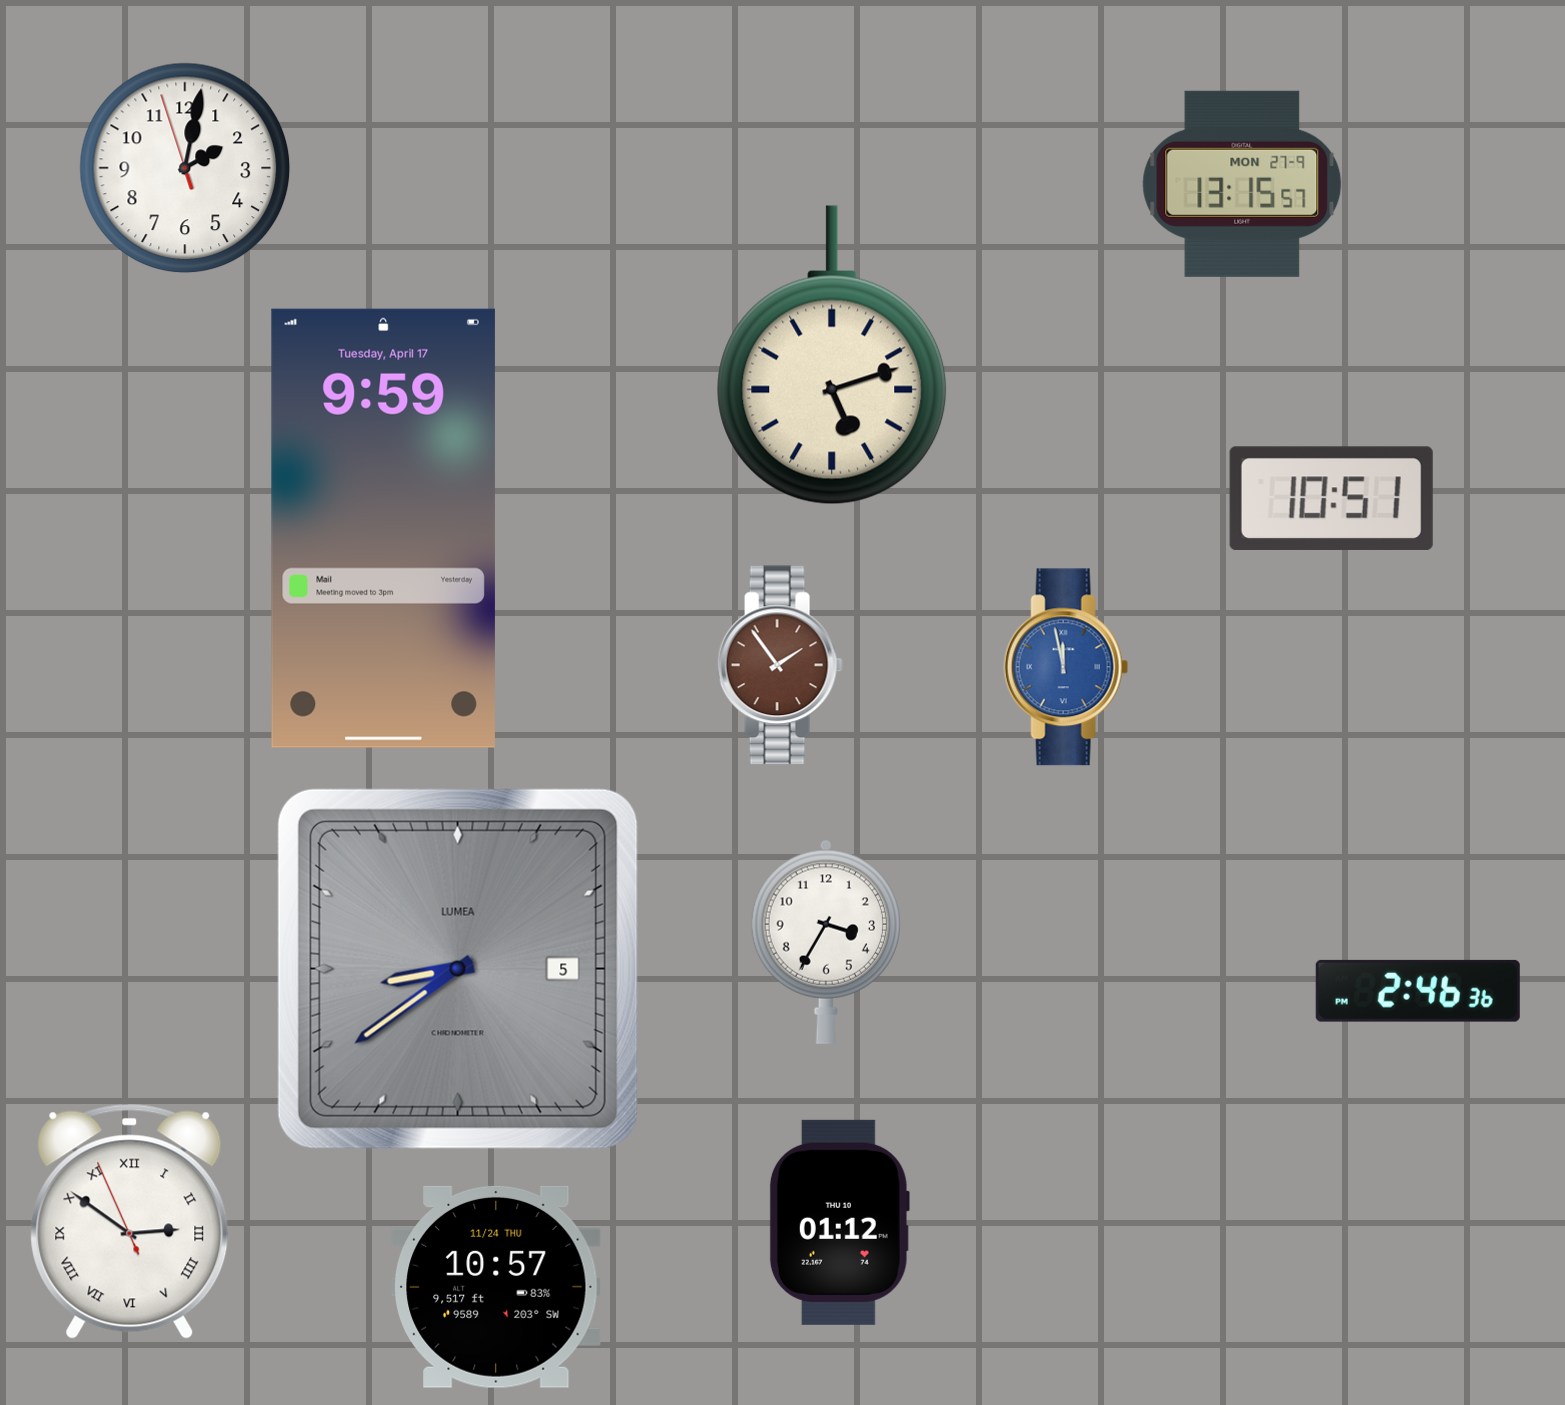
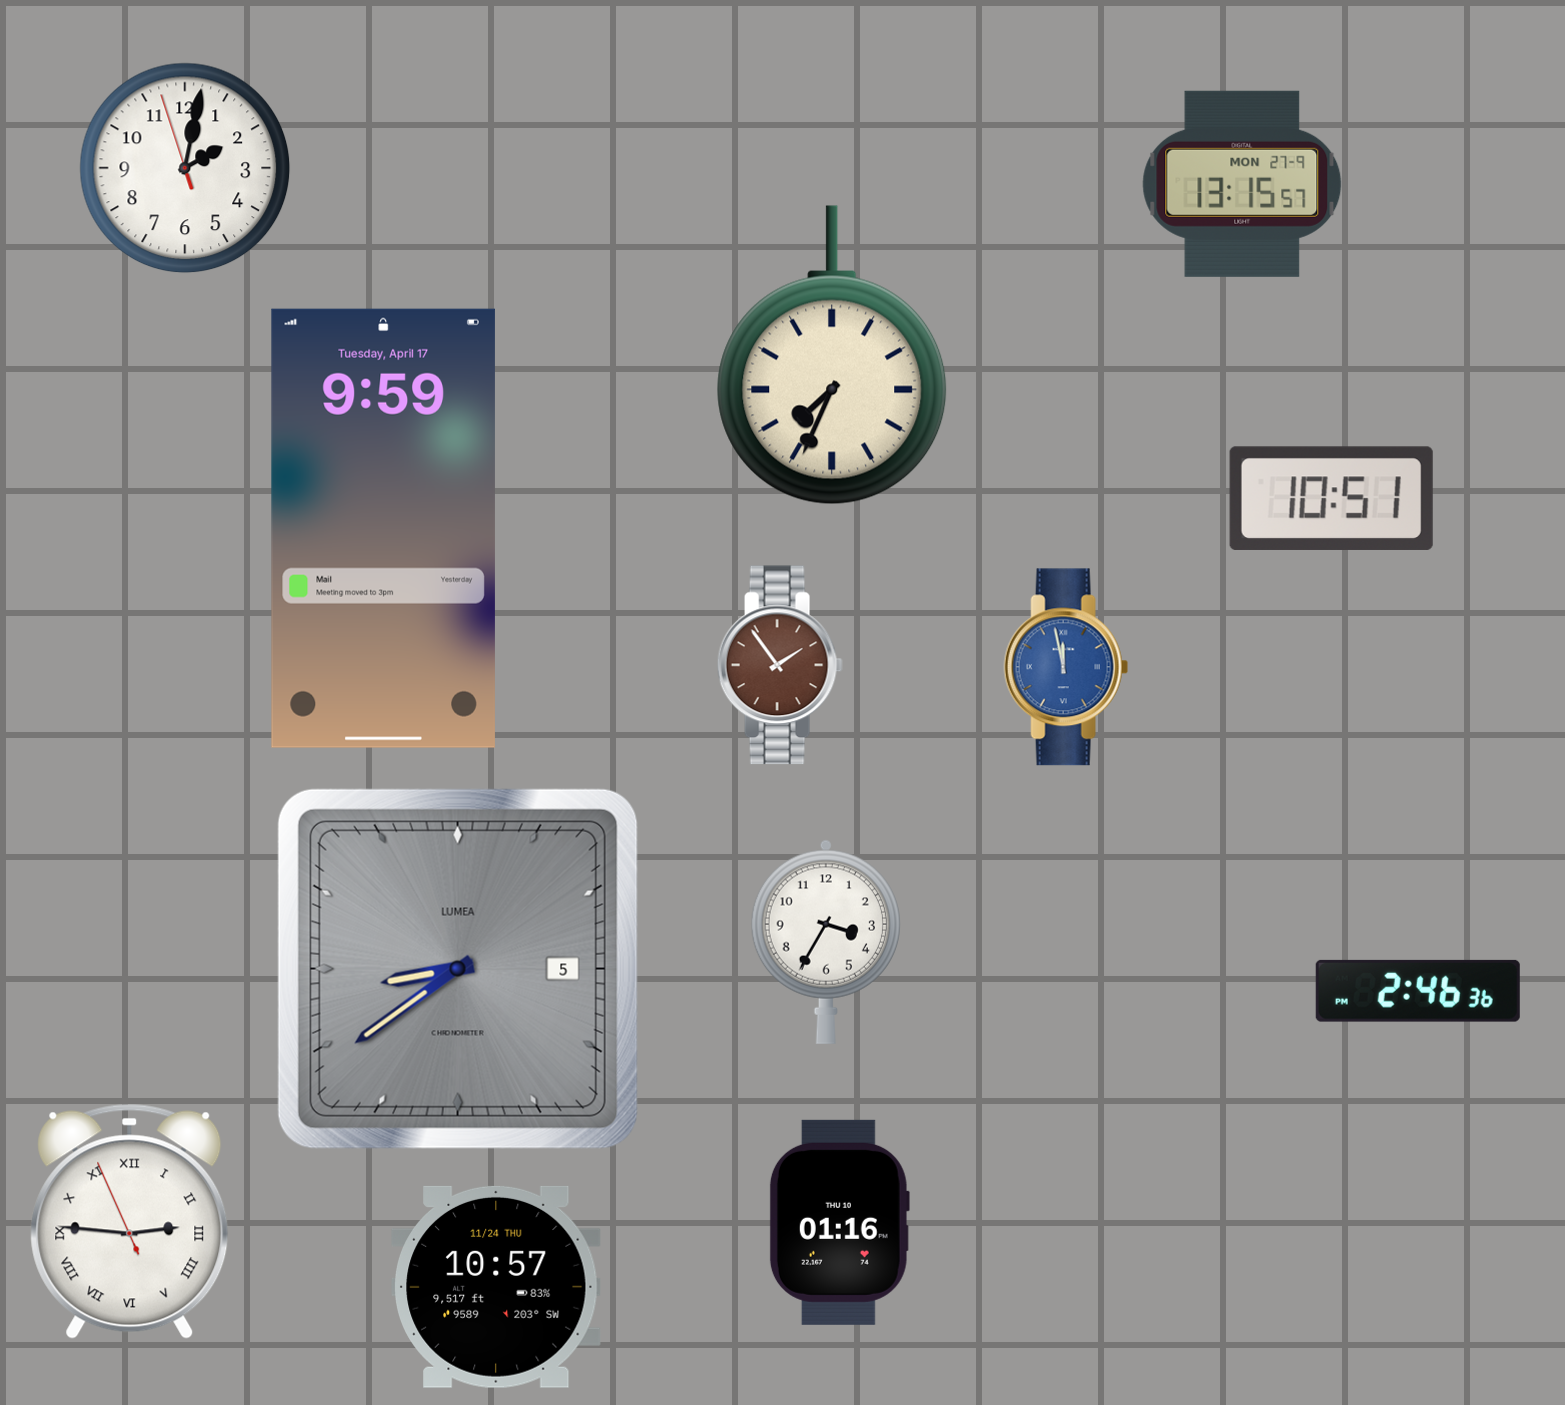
clock at (832, 355): 5:12 -> 7:34
clock at (130, 1221): 2:50 -> 2:45
clock at (839, 1222): 01:12 -> 01:16
